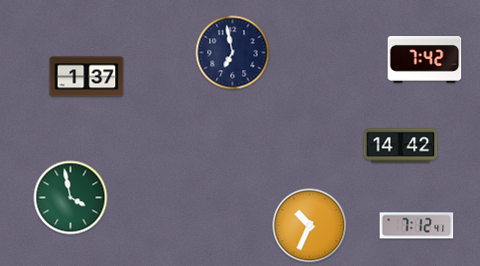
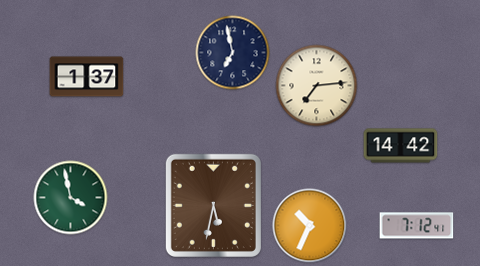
clock at (425, 60): 7:42 -> none
clock at (317, 86): none -> 7:14
clock at (213, 205): none -> 5:32
